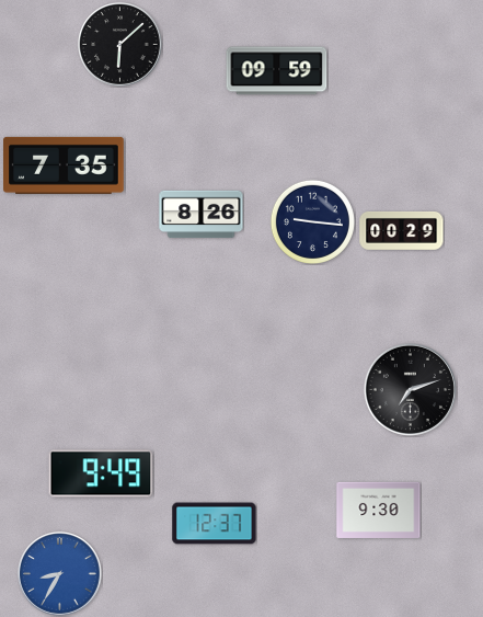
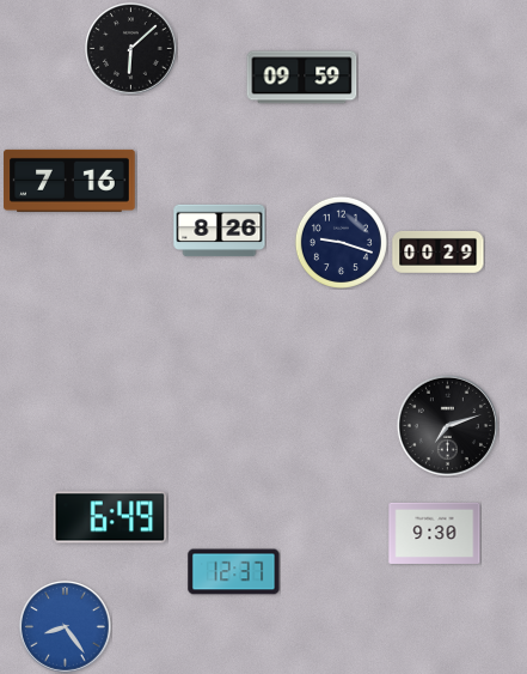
clock at (64, 165): 7:35 -> 7:16
clock at (202, 215) position: (202, 215) -> (220, 231)
clock at (312, 221): 9:16 -> 9:18
clock at (101, 473): 9:49 -> 6:49
clock at (379, 510) position: (379, 510) -> (435, 533)
clock at (60, 574): 8:35 -> 8:24
